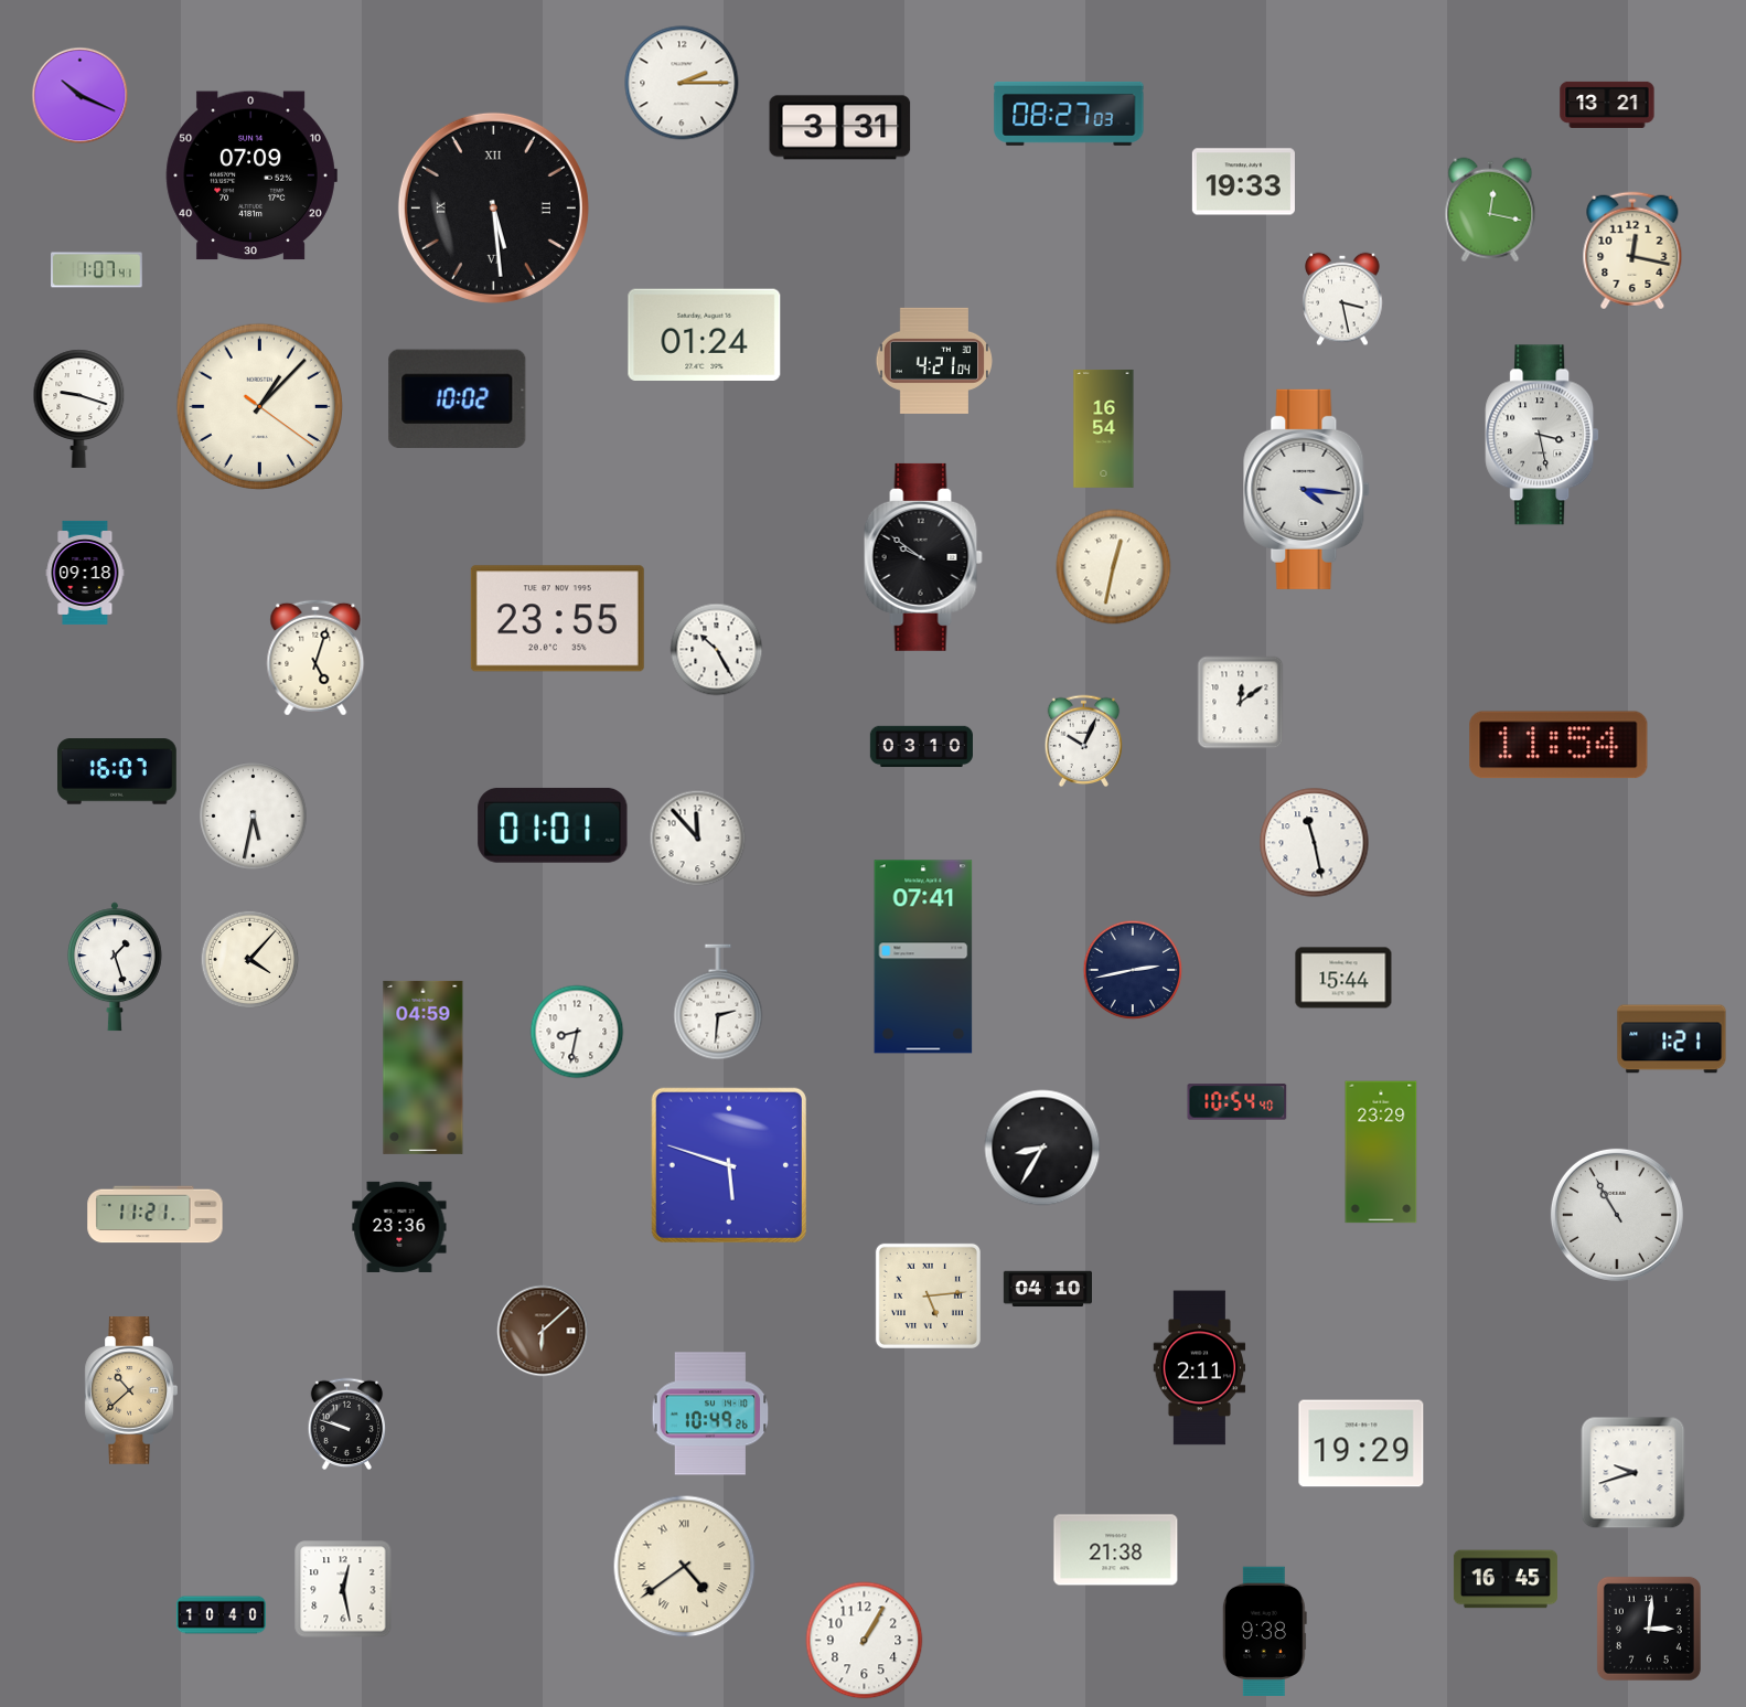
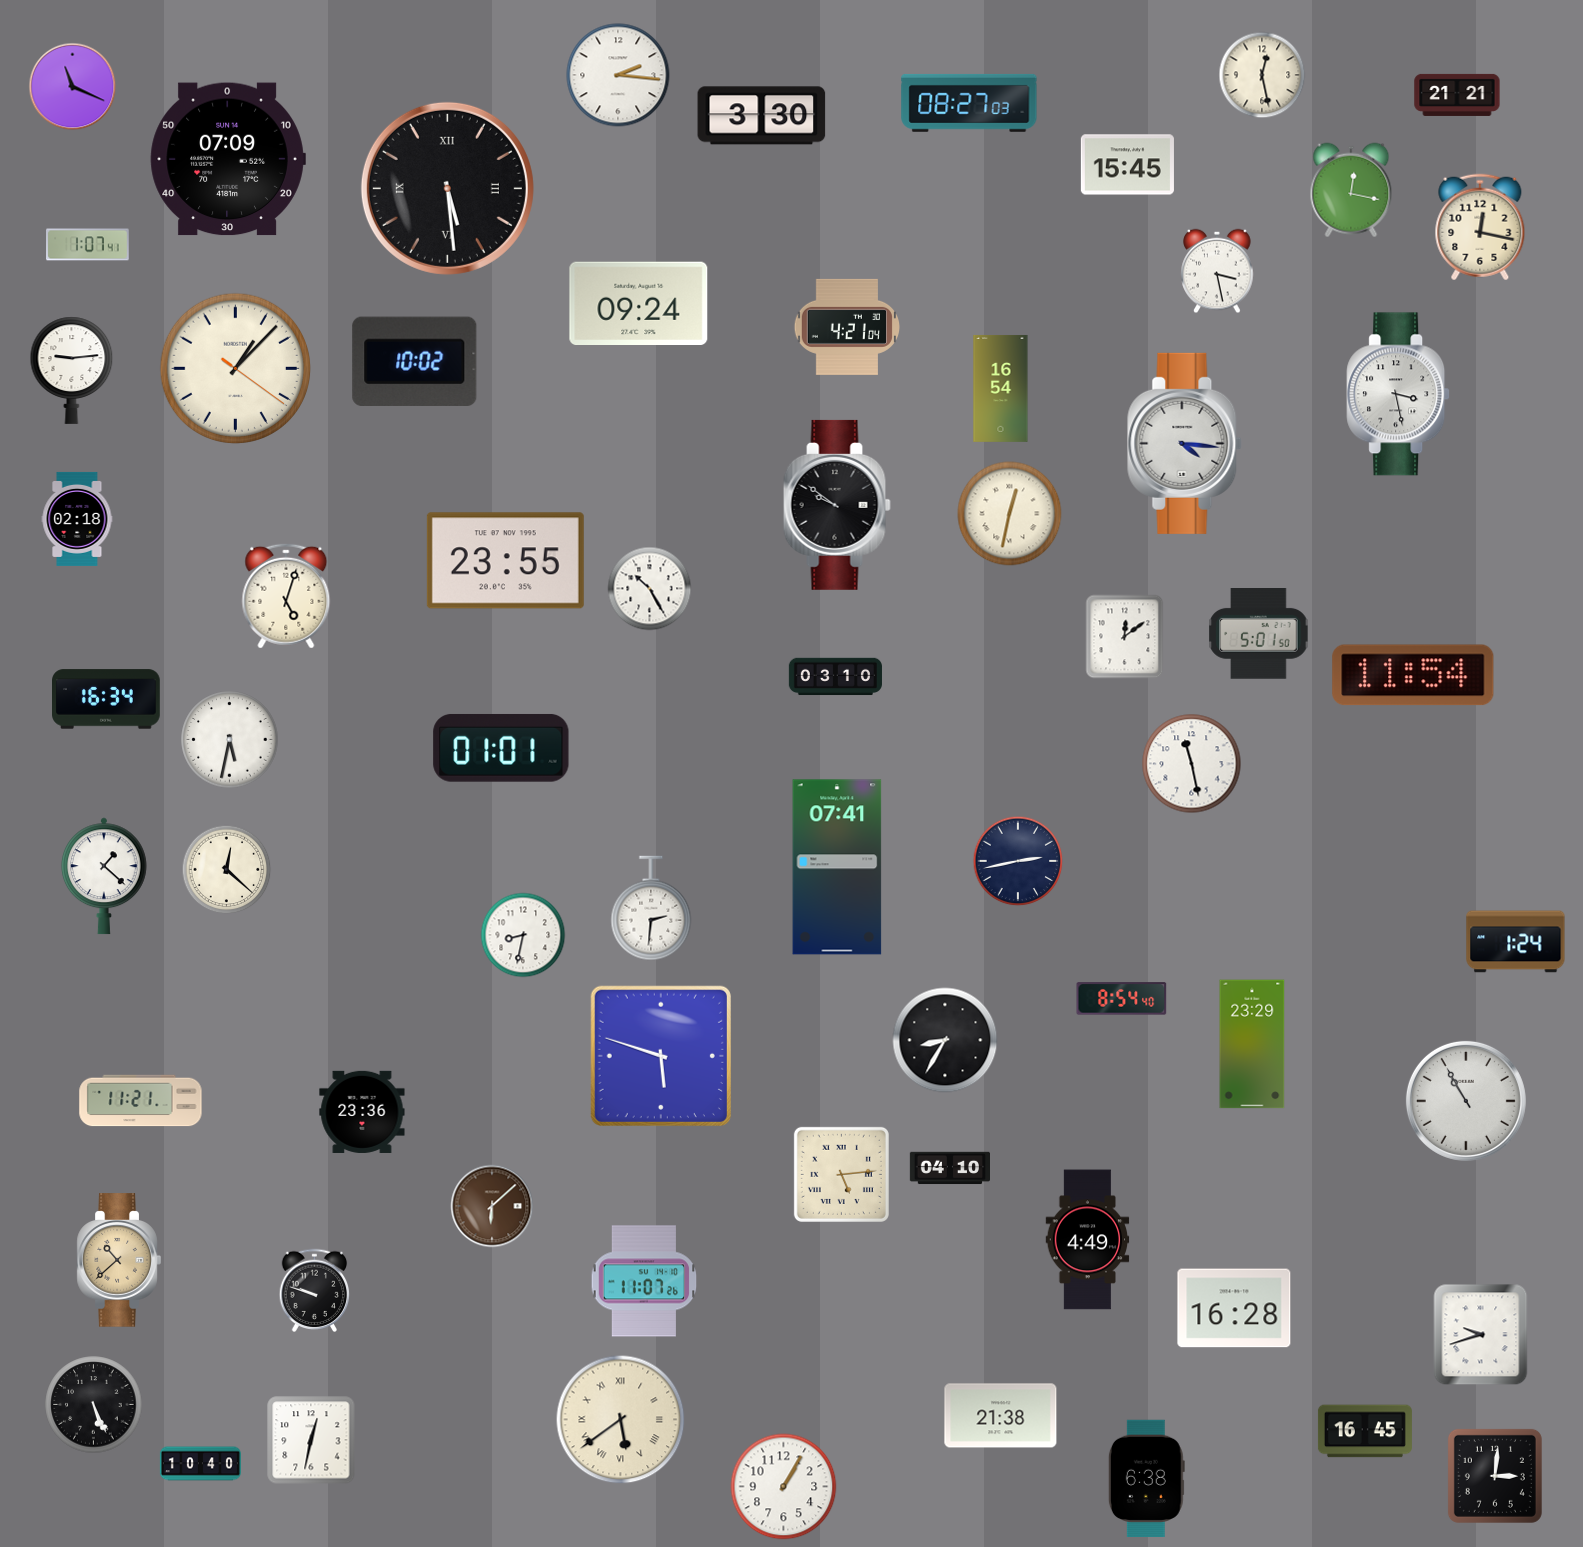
clock at (682, 83): 2:15 -> 2:16
clock at (1262, 75): none -> 12:28
clock at (81, 96): 10:19 -> 11:19
clock at (1607, 105): 13:21 -> 21:21
clock at (840, 128): 3:31 -> 3:30
clock at (1243, 182): 19:33 -> 15:45
clock at (705, 334): 01:24 -> 09:24
clock at (79, 408): 9:18 -> 9:14
clock at (85, 573): 09:18 -> 02:18
clock at (1259, 634): none -> 5:01
clock at (1084, 740): 10:04 -> none
clock at (118, 771): 16:07 -> 16:34
clock at (698, 839): 11:53 -> none
clock at (250, 960): 4:07 -> 12:22
clock at (115, 967): 1:27 -> 1:22
clock at (1133, 970) position: (1133, 970) -> (1018, 861)
clock at (1343, 978): 15:44 -> none
clock at (1672, 1039): 1:21 -> 1:24
clock at (424, 1067): 04:59 -> none
clock at (1238, 1102): 10:54 -> 8:54
clock at (1200, 1368): 2:11 -> 4:49
clock at (710, 1413): 10:49 -> 11:07
clock at (1361, 1443): 19:29 -> 16:28
clock at (94, 1405): none -> 5:26
clock at (1116, 1550) position: (1116, 1550) -> (1001, 1416)
clock at (685, 1567): 4:39 -> 5:39
clock at (343, 1589): 12:28 -> 12:32
clock at (1264, 1631): 9:38 -> 6:38
